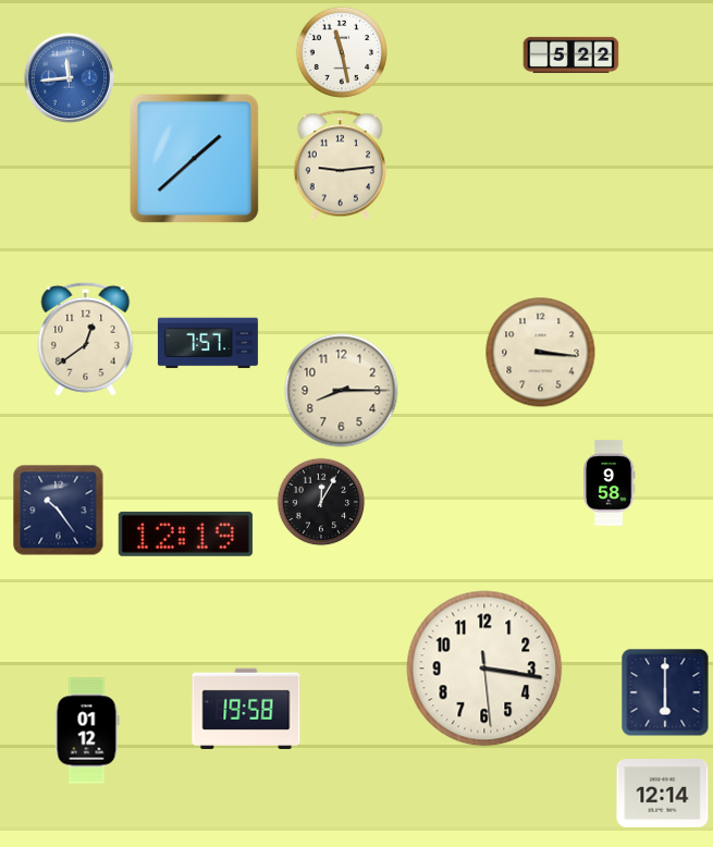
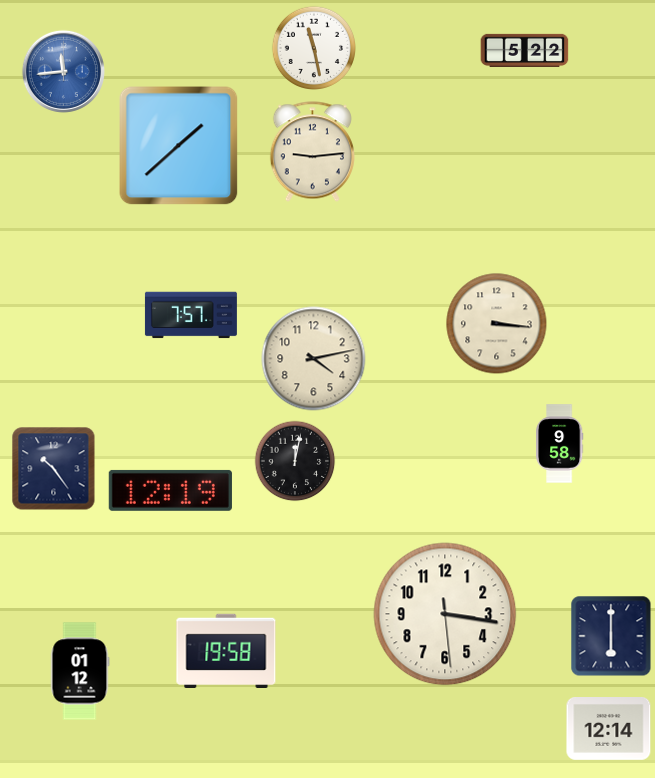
clock at (86, 339): 12:39 -> none
clock at (342, 391): 8:15 -> 4:13
clock at (321, 502): 12:05 -> 12:02
